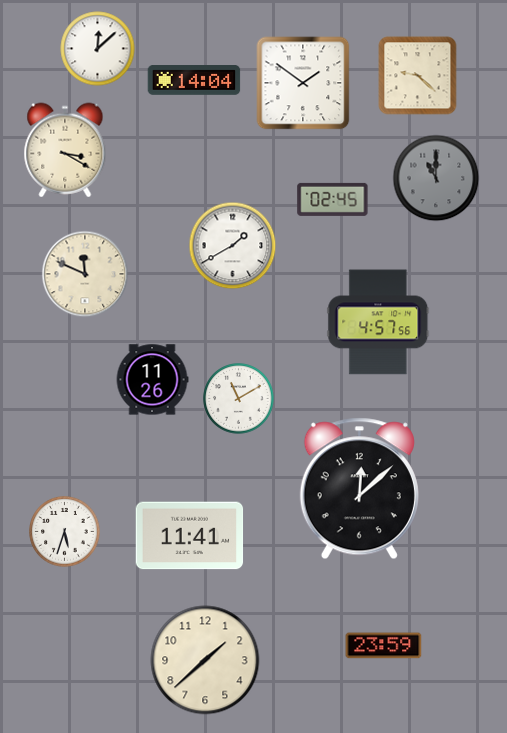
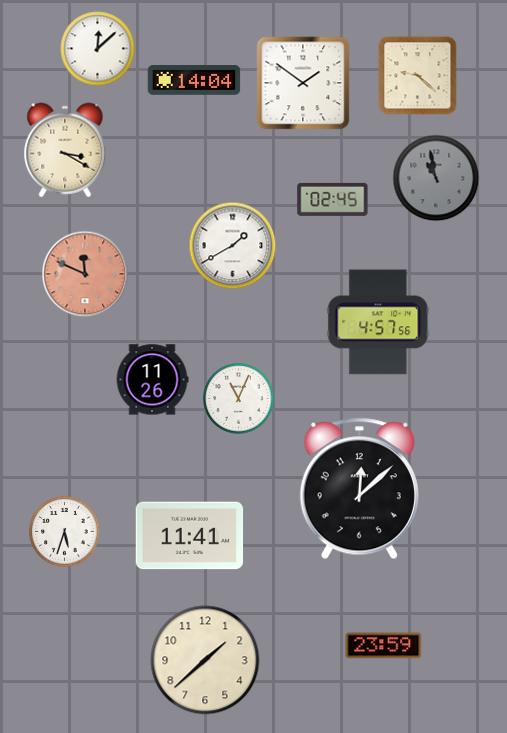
clock at (436, 178): 11:00 -> 10:58
clock at (85, 274) dial: cream -> salmon
clock at (239, 399): 11:10 -> 11:04
